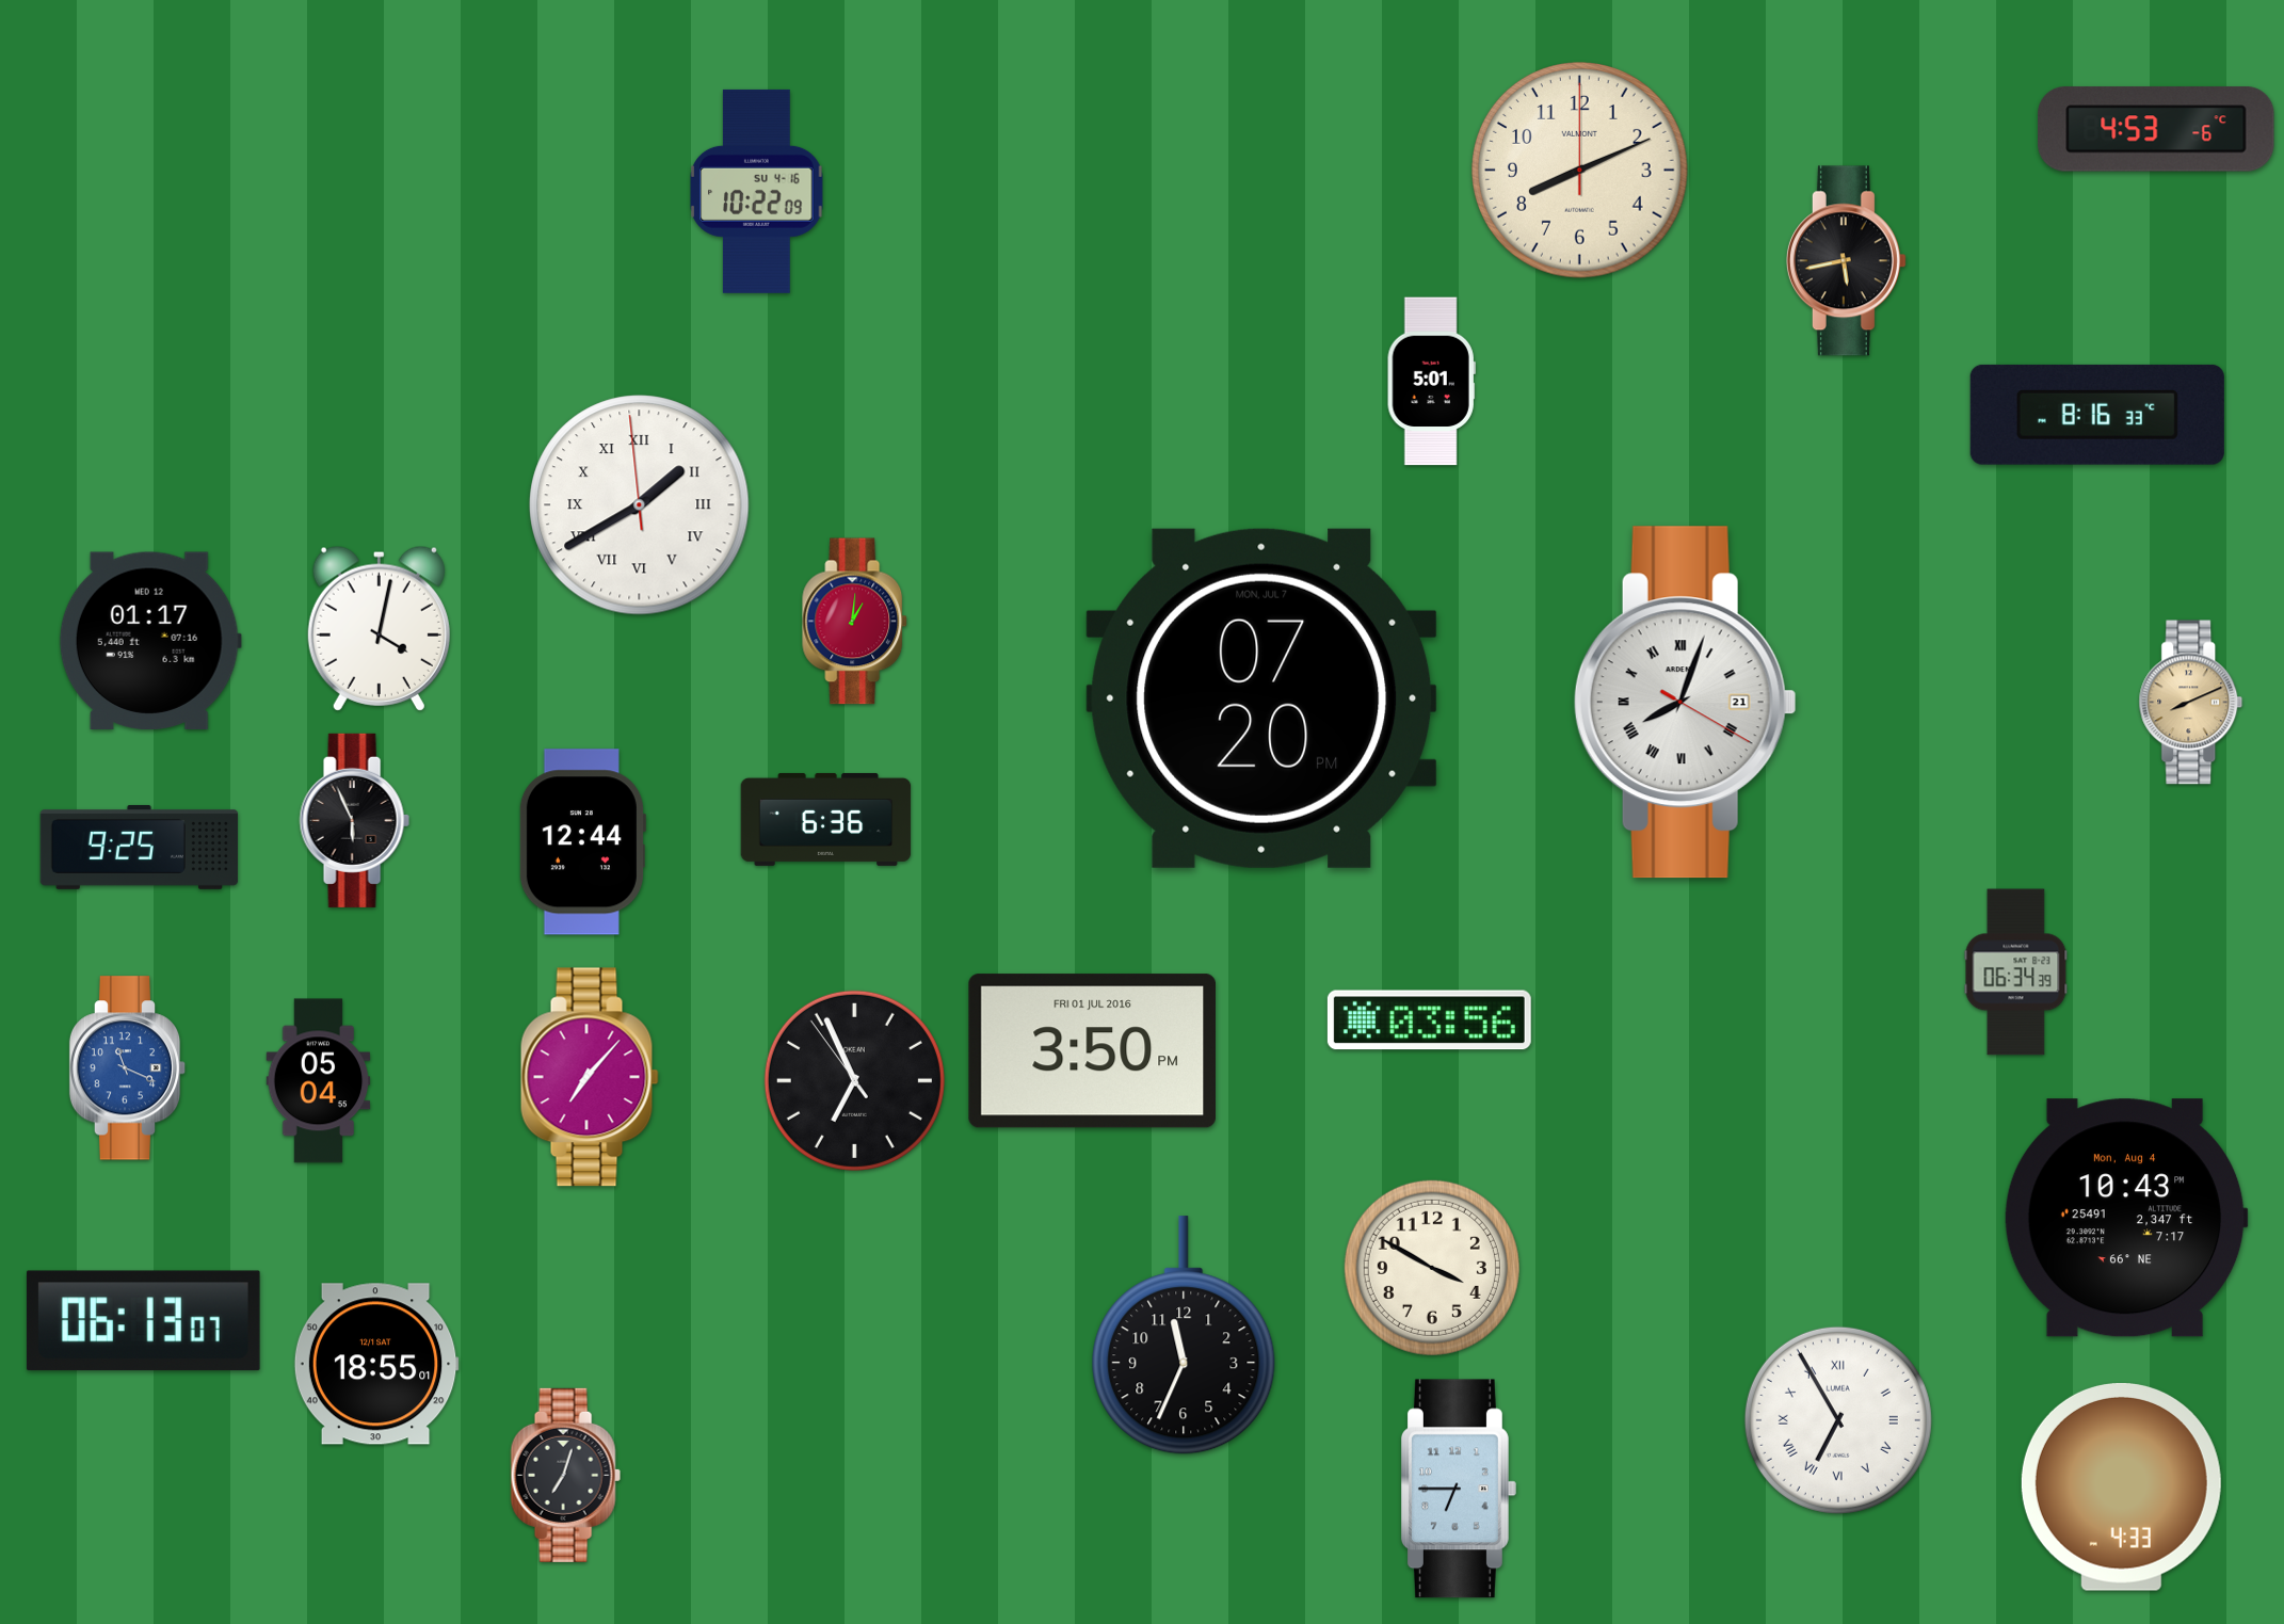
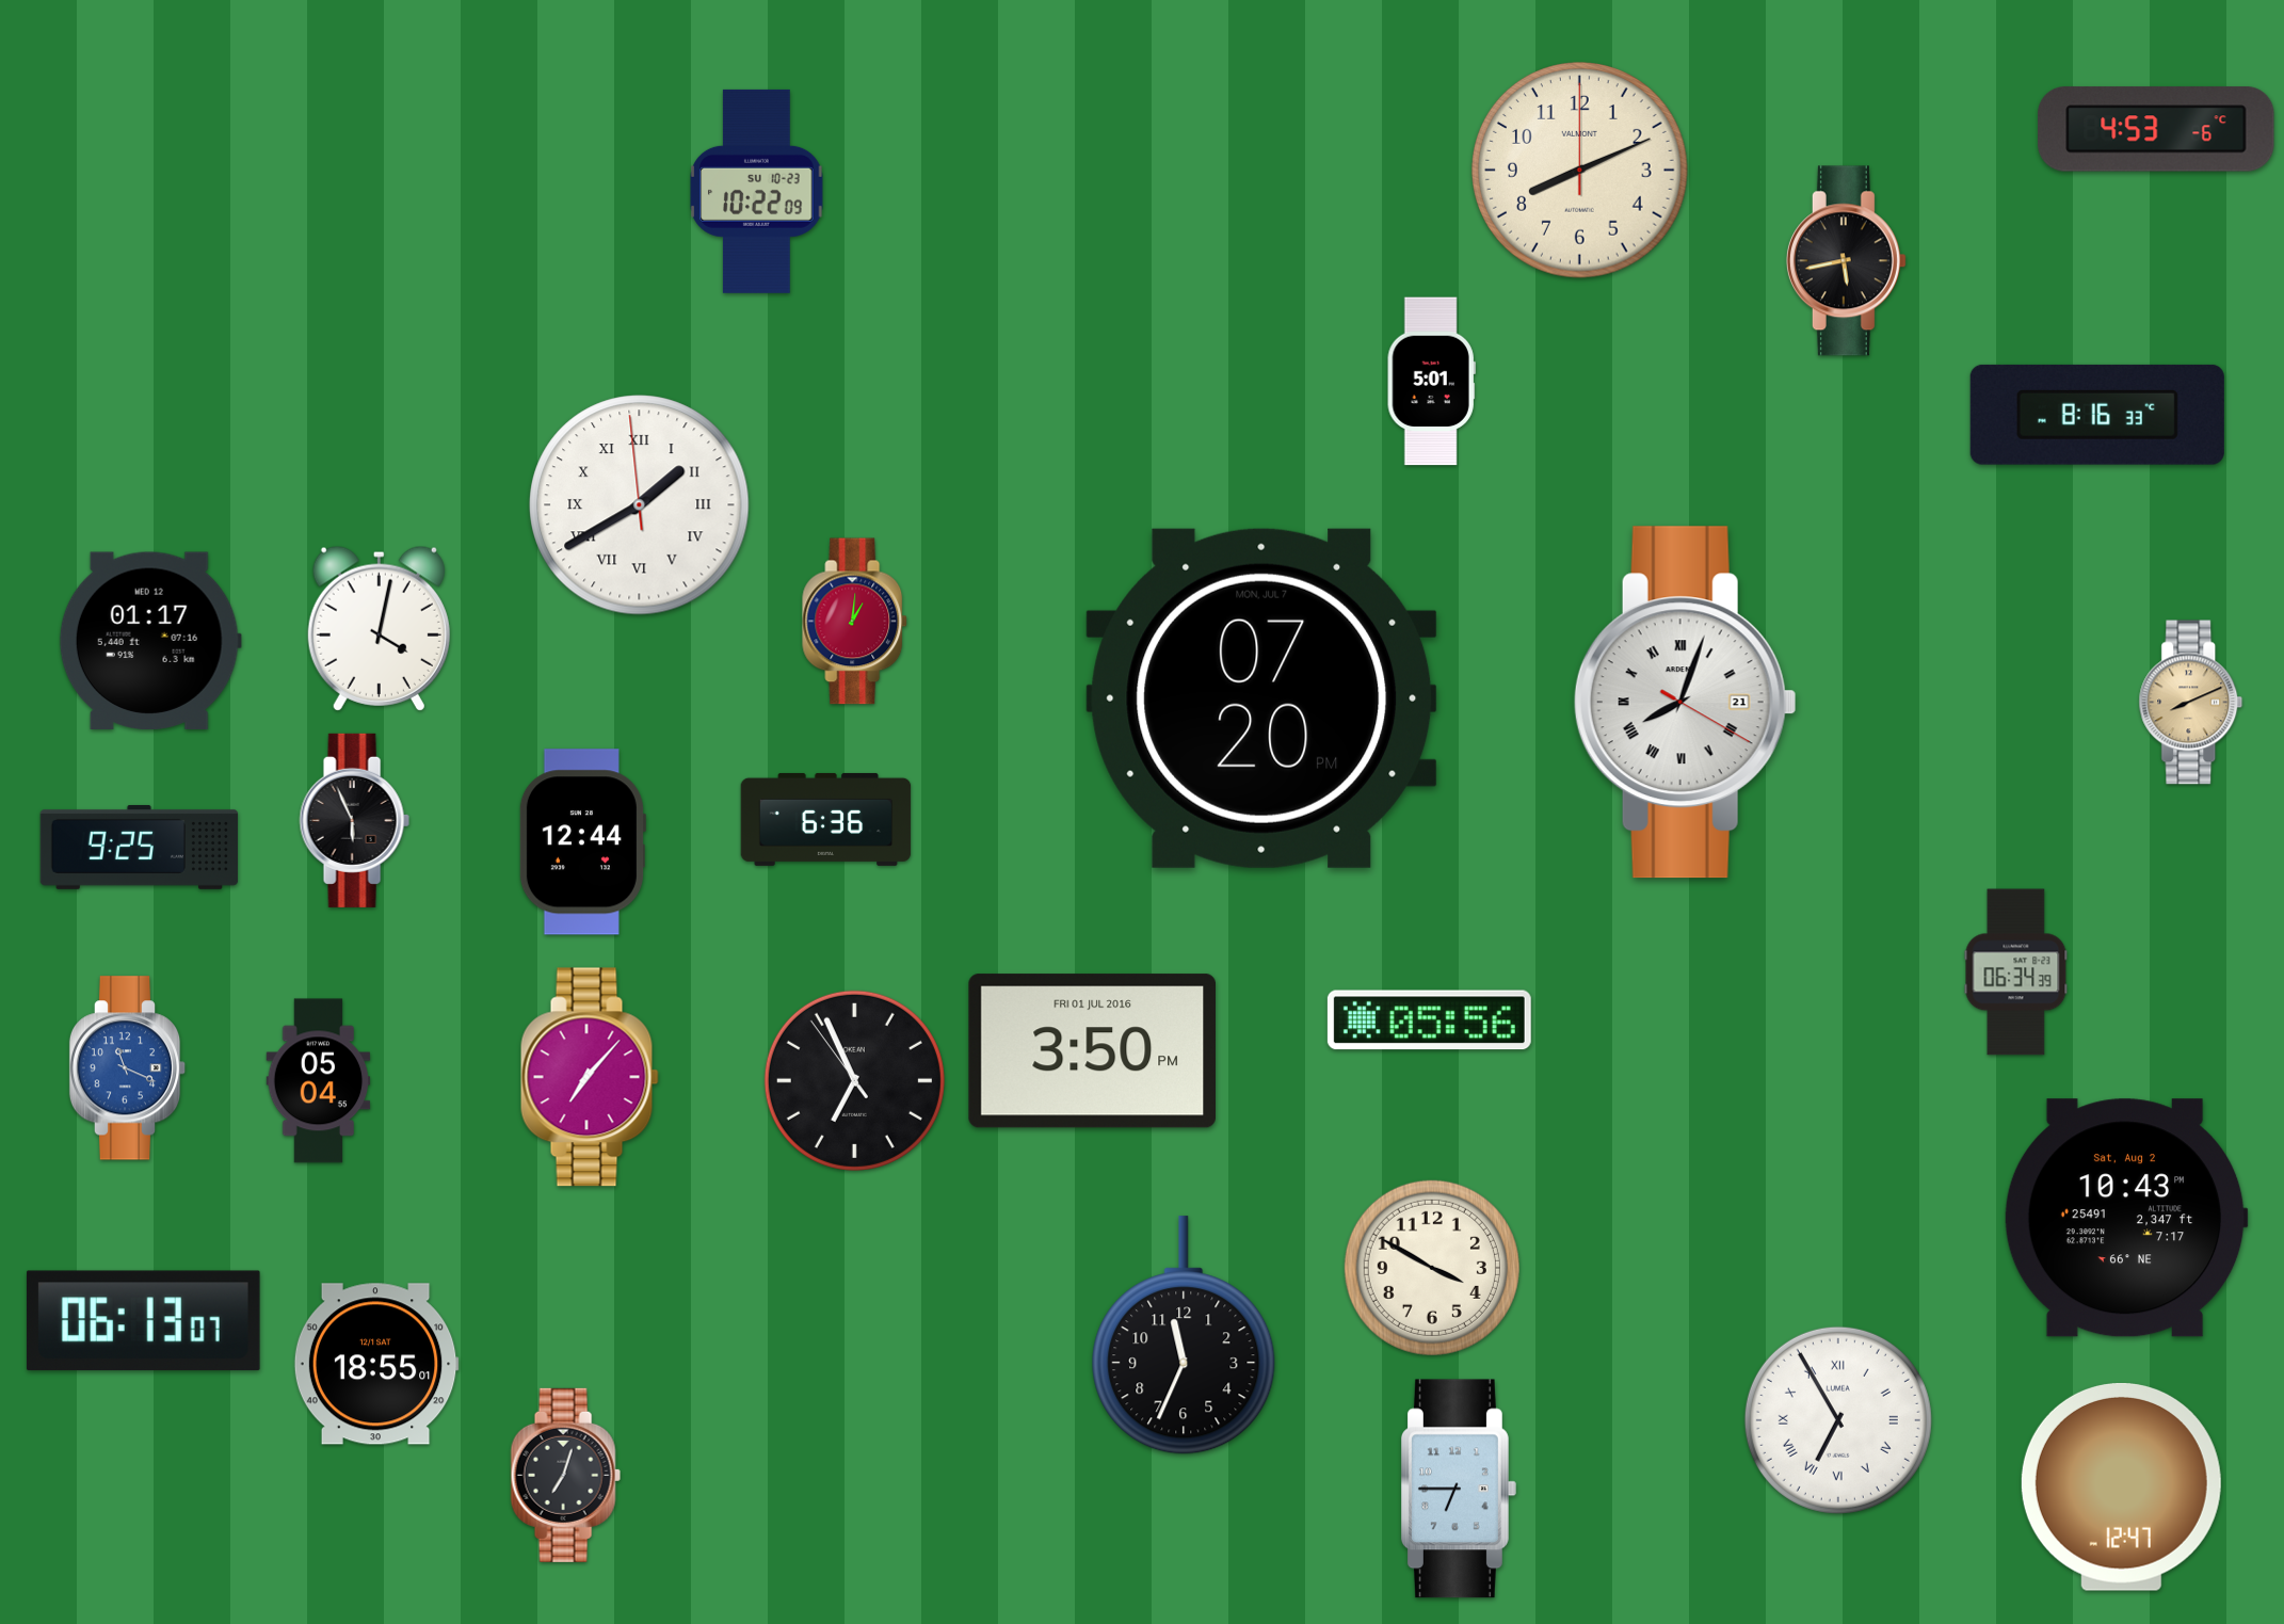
clock at (757, 191) date: SU 4-16 -> SU 10-23
clock at (1429, 1020): 03:56 -> 05:56
clock at (2126, 1218) date: Mon, Aug 4 -> Sat, Aug 2
clock at (2121, 1486): 4:33 -> 12:47
